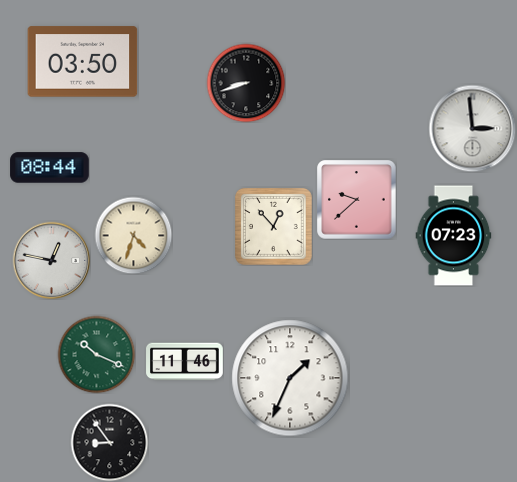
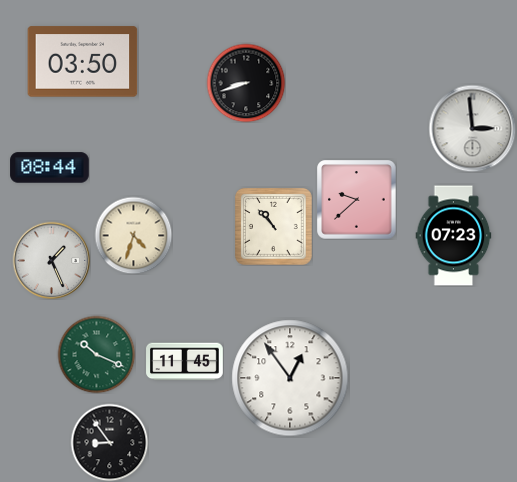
clock at (273, 226): 12:53 -> 10:53
clock at (51, 260): 12:47 -> 1:26
clock at (185, 362): 11:46 -> 11:45
clock at (290, 378): 1:34 -> 12:54
